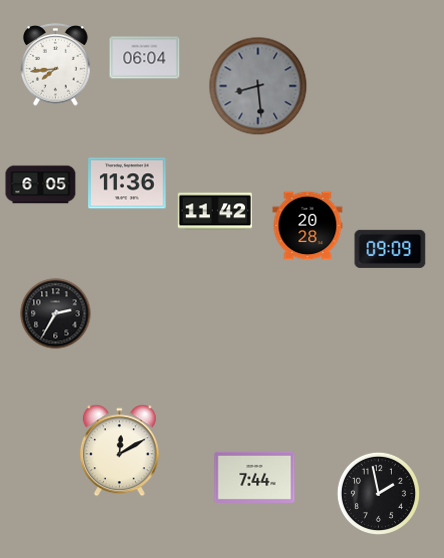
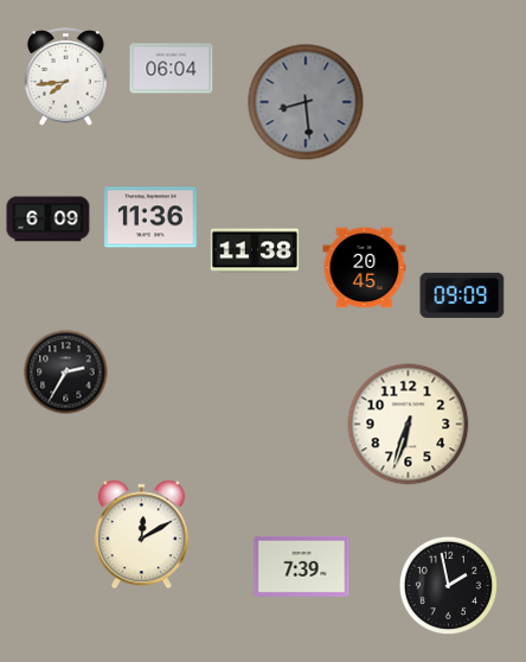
clock at (41, 185): 6:05 -> 6:09
clock at (215, 211): 11:42 -> 11:38
clock at (308, 226): 20:28 -> 20:45
clock at (409, 425): none -> 6:33
clock at (255, 477): 7:44 -> 7:39
